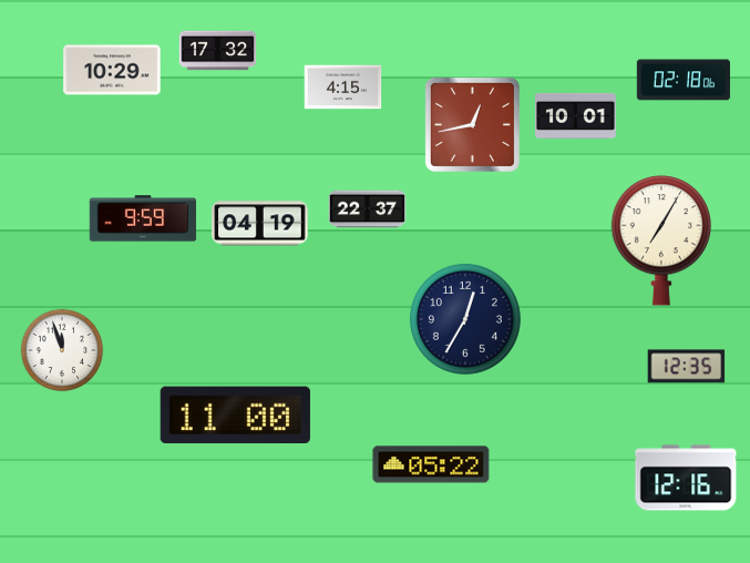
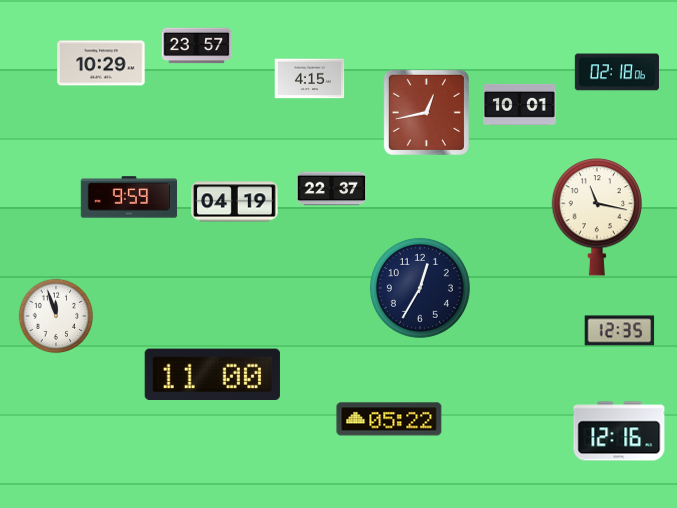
clock at (218, 51): 17:32 -> 23:57
clock at (660, 240): 7:05 -> 11:17
